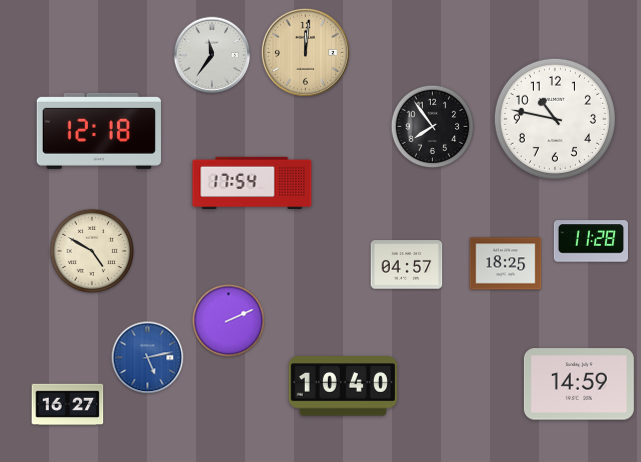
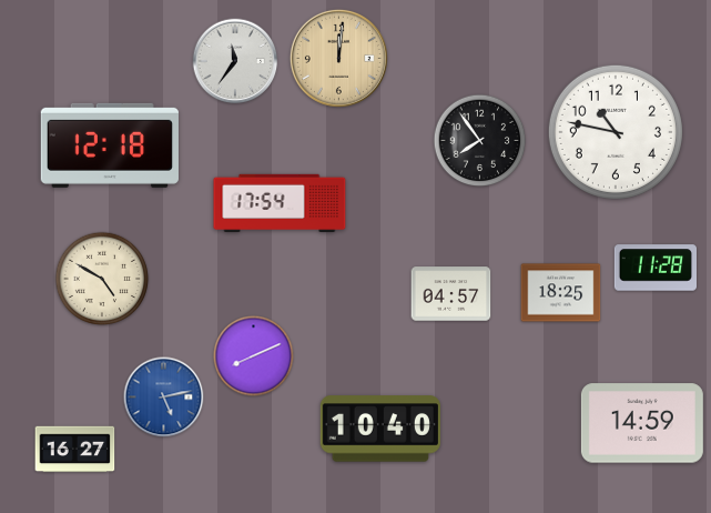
clock at (229, 321): 2:11 -> 8:11
clock at (579, 384) position: (579, 384) -> (642, 423)
